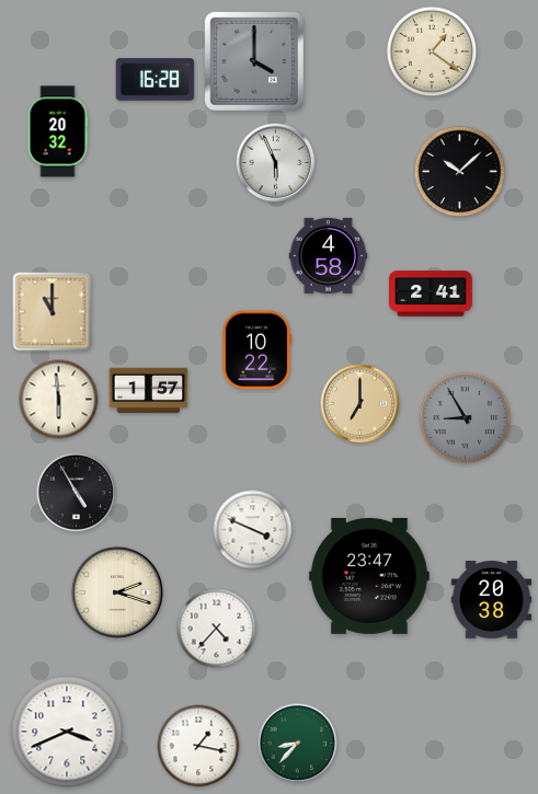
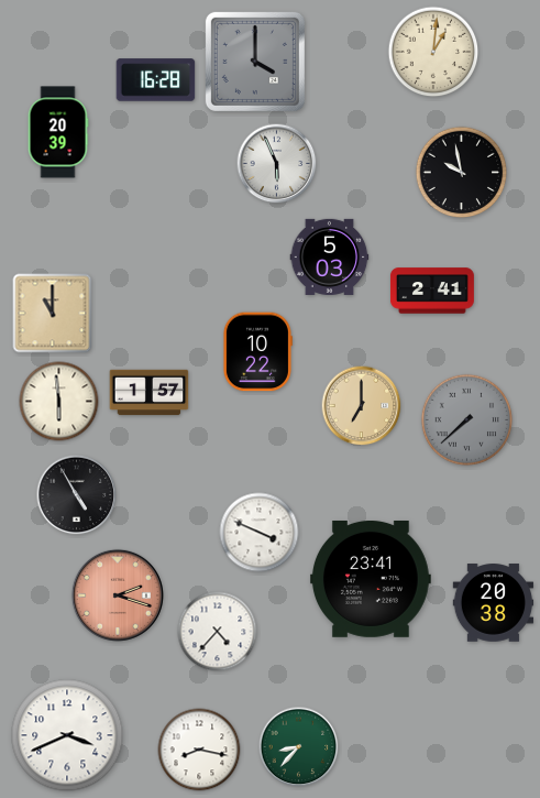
clock at (432, 51): 1:21 -> 1:01
clock at (58, 131): 20:32 -> 20:39
clock at (460, 172): 10:08 -> 9:58
clock at (329, 255): 4:58 -> 5:03
clock at (431, 294) position: (431, 294) -> (432, 291)
clock at (466, 418): 8:55 -> 7:38
clock at (253, 530) position: (253, 530) -> (260, 533)
clock at (369, 576): 23:47 -> 23:41
clock at (117, 592) dial: cream -> salmon
clock at (198, 746): 1:17 -> 8:17
